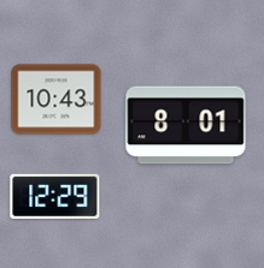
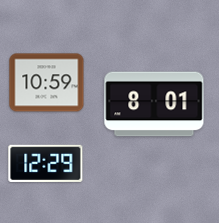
clock at (57, 100): 10:43 -> 10:59
